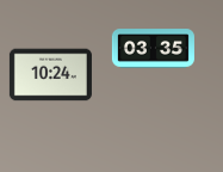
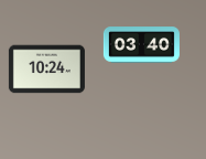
clock at (153, 49): 03:35 -> 03:40
